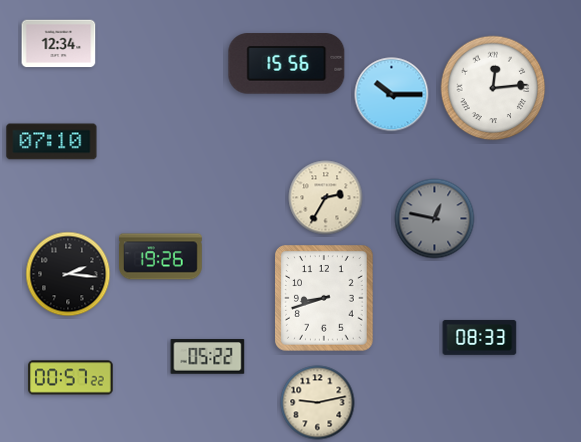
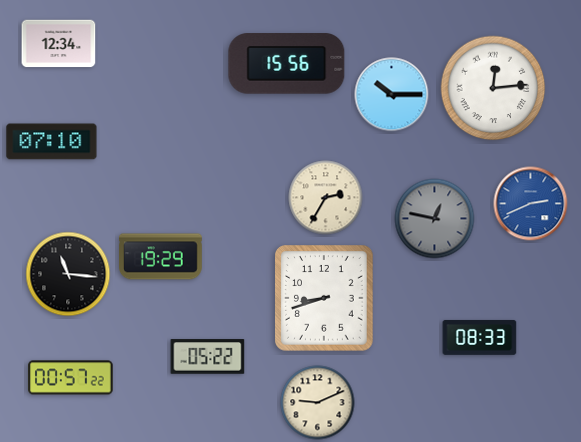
clock at (531, 204): none -> 2:41
clock at (161, 257): 19:26 -> 19:29
clock at (68, 274): 2:16 -> 11:16
clock at (318, 403): 9:13 -> 9:11
